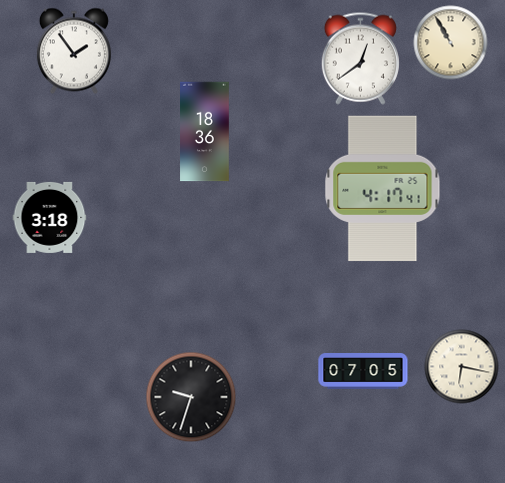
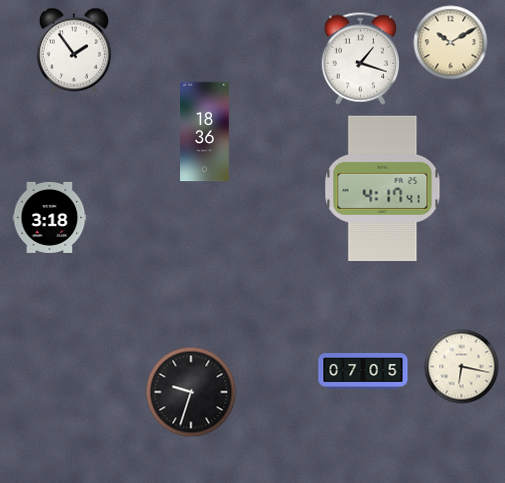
clock at (451, 43): 10:55 -> 10:10
clock at (360, 58): 12:39 -> 1:18
clock at (191, 397) position: (191, 397) -> (191, 392)
